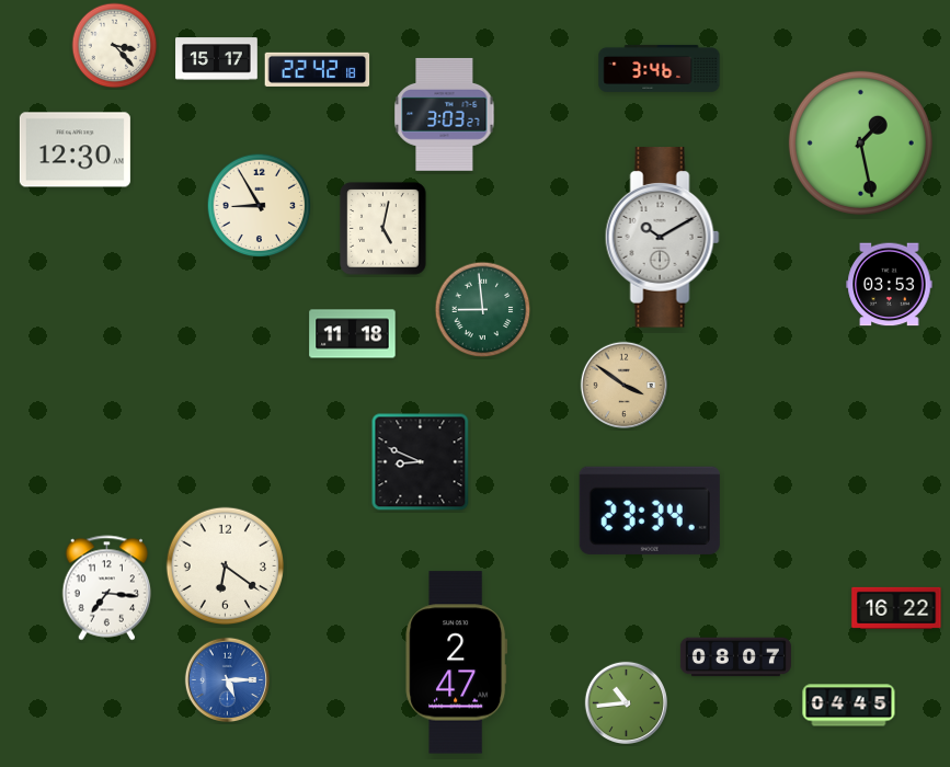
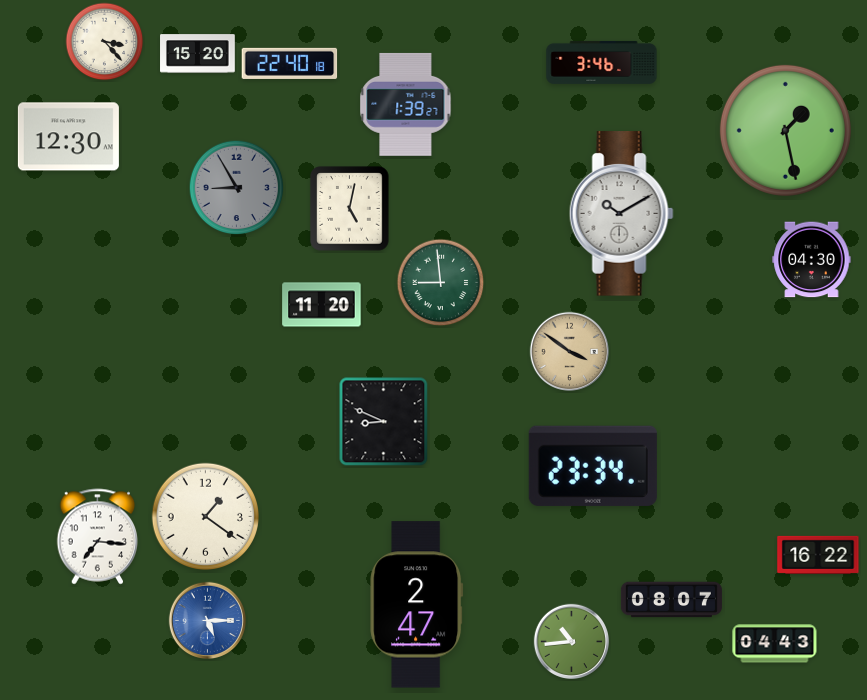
clock at (217, 59): 15:17 -> 15:20
clock at (318, 69): 22:42 -> 22:40
clock at (445, 114): 3:03 -> 1:39
clock at (260, 206) dial: cream -> grey
clock at (662, 238) position: (662, 238) -> (621, 214)
clock at (890, 285): 03:53 -> 04:30
clock at (353, 334): 11:18 -> 11:20
clock at (225, 565): 6:21 -> 1:21
clock at (849, 706): 04:45 -> 04:43
